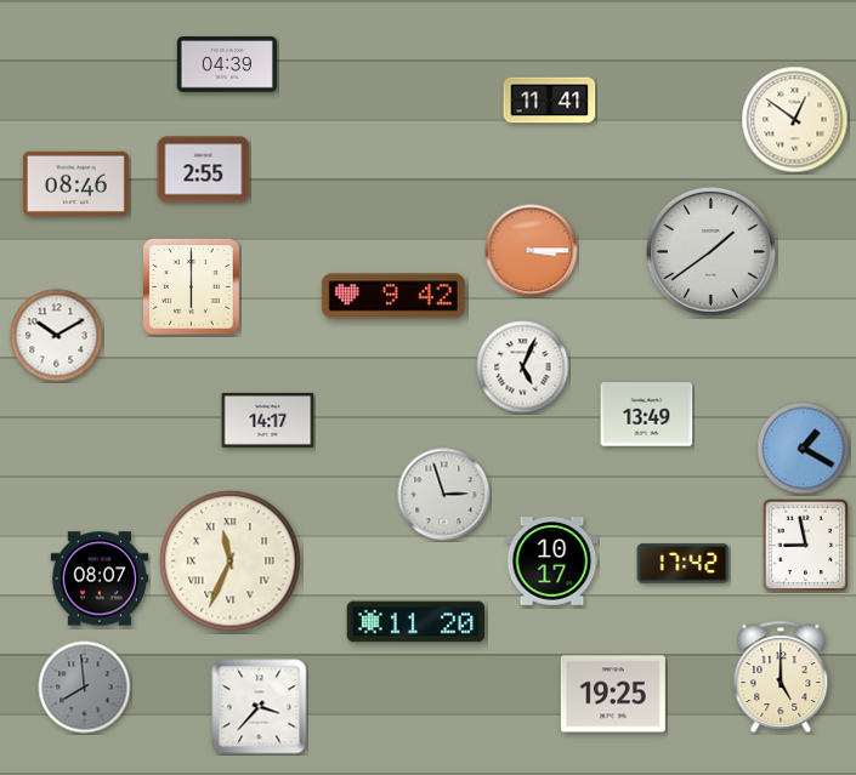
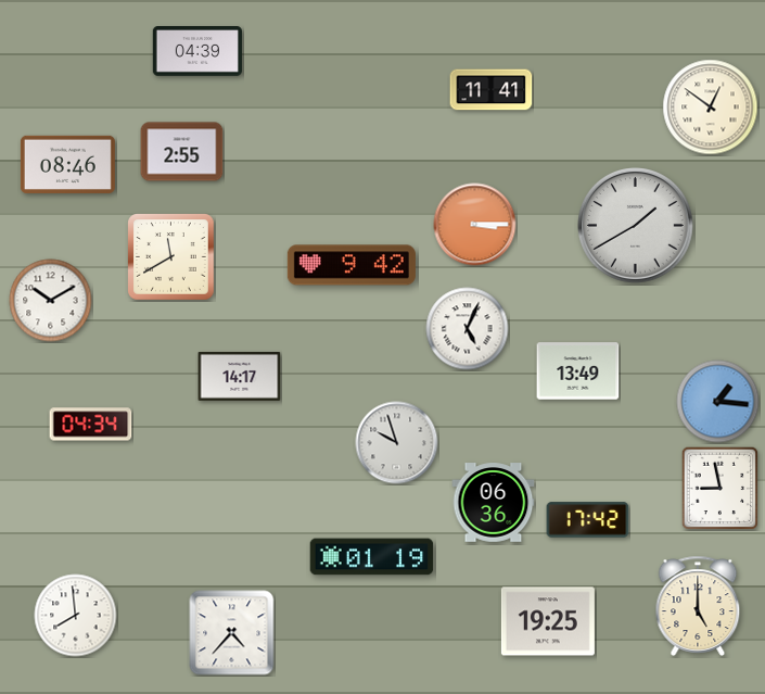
clock at (226, 65) position: (226, 65) -> (196, 52)
clock at (712, 252): 1:39 -> 1:40
clock at (192, 287): 6:00 -> 11:40
clock at (804, 449): 1:20 -> 1:16
clock at (91, 425): none -> 04:34
clock at (444, 495): 2:57 -> 9:57
clock at (231, 562): 11:34 -> none
clock at (552, 562): 10:17 -> 06:36
clock at (684, 564) position: (684, 564) -> (588, 520)
clock at (100, 579): 08:07 -> none
clock at (416, 622): 11:20 -> 01:19
clock at (85, 688) dial: grey -> white
clock at (260, 707): 3:37 -> 4:37
